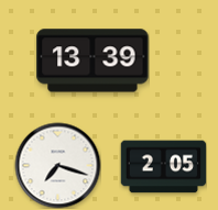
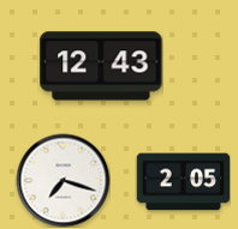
clock at (92, 60): 13:39 -> 12:43
clock at (163, 167) position: (163, 167) -> (183, 182)
